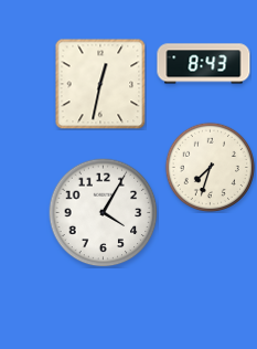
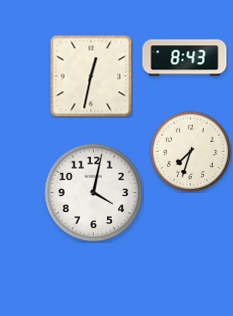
clock at (104, 213): 4:05 -> 4:02
